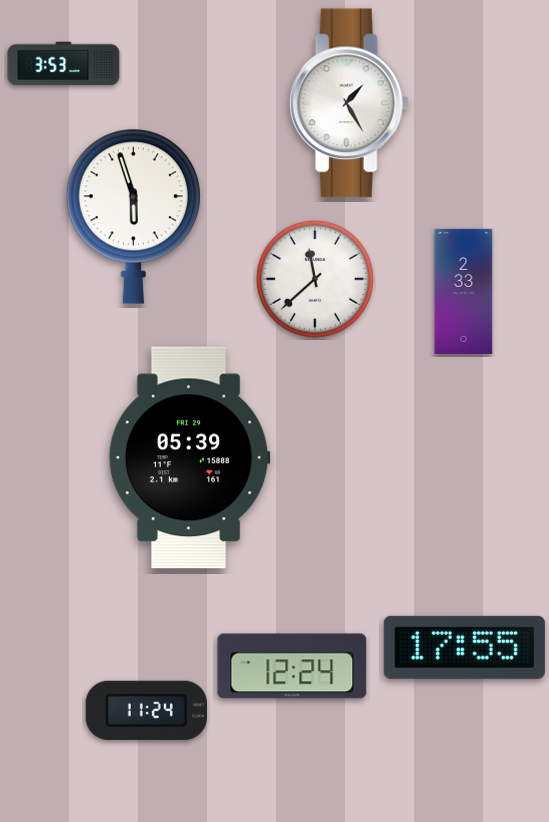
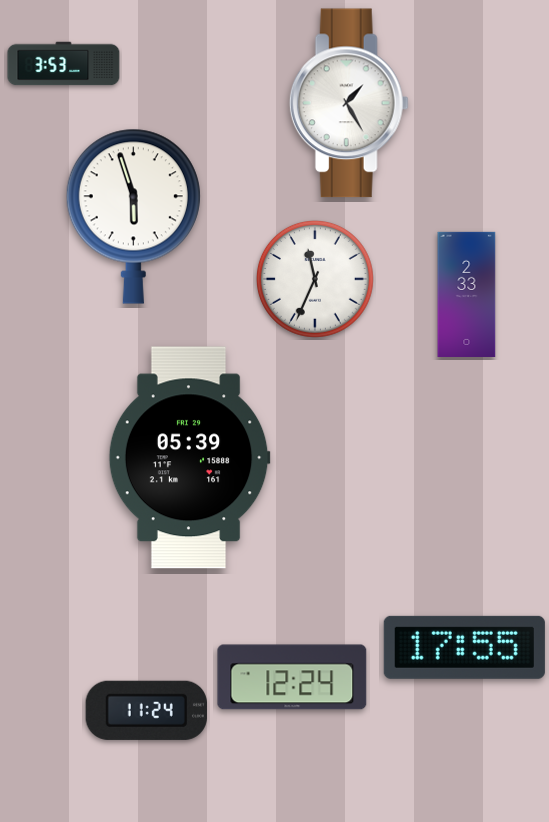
clock at (315, 279): 11:38 -> 11:34
clock at (464, 291) position: (464, 291) -> (467, 294)
clock at (292, 666) position: (292, 666) -> (292, 677)
